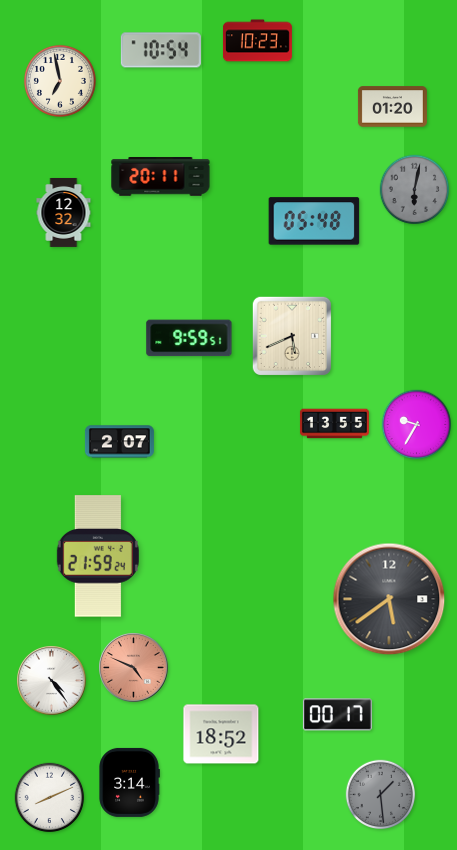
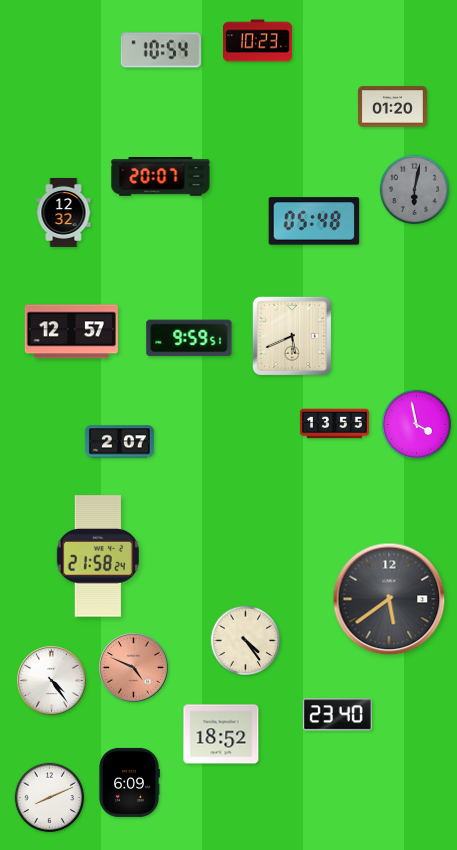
clock at (60, 81): 6:58 -> none
clock at (161, 177): 20:11 -> 20:07
clock at (71, 332): none -> 12:57
clock at (417, 425): 9:35 -> 3:58
clock at (98, 556): 21:59 -> 21:58
clock at (246, 641): none -> 4:24
clock at (337, 715): 00:17 -> 23:40
clock at (129, 782): 3:14 -> 6:09
clock at (381, 795): 1:29 -> none
